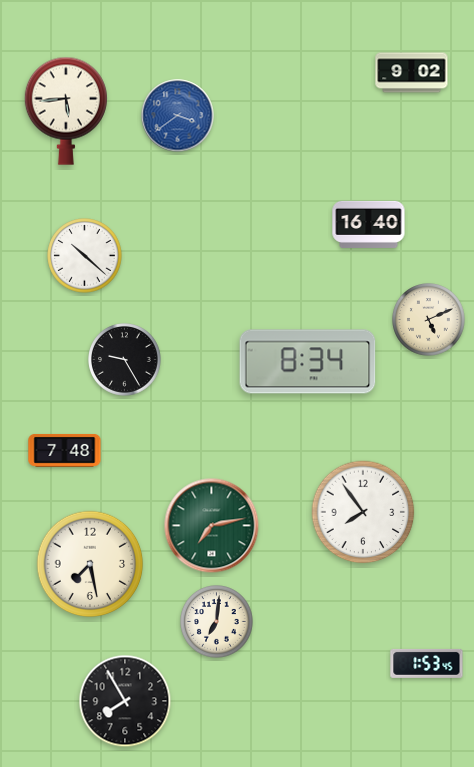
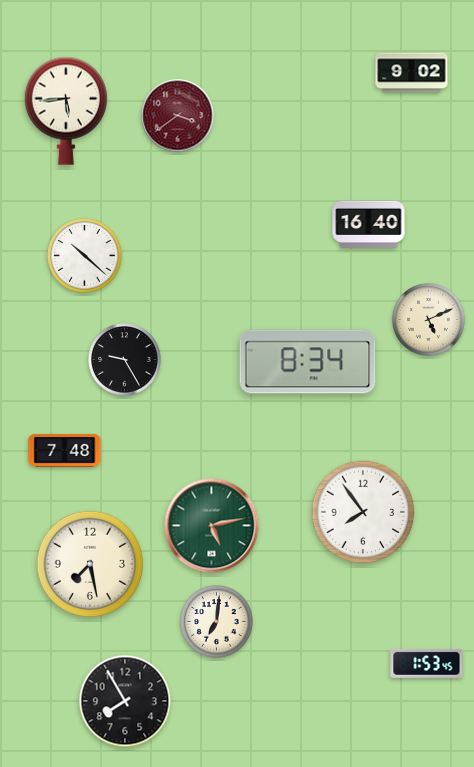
clock at (178, 116) dial: blue -> burgundy
clock at (212, 526): 7:13 -> 5:13
